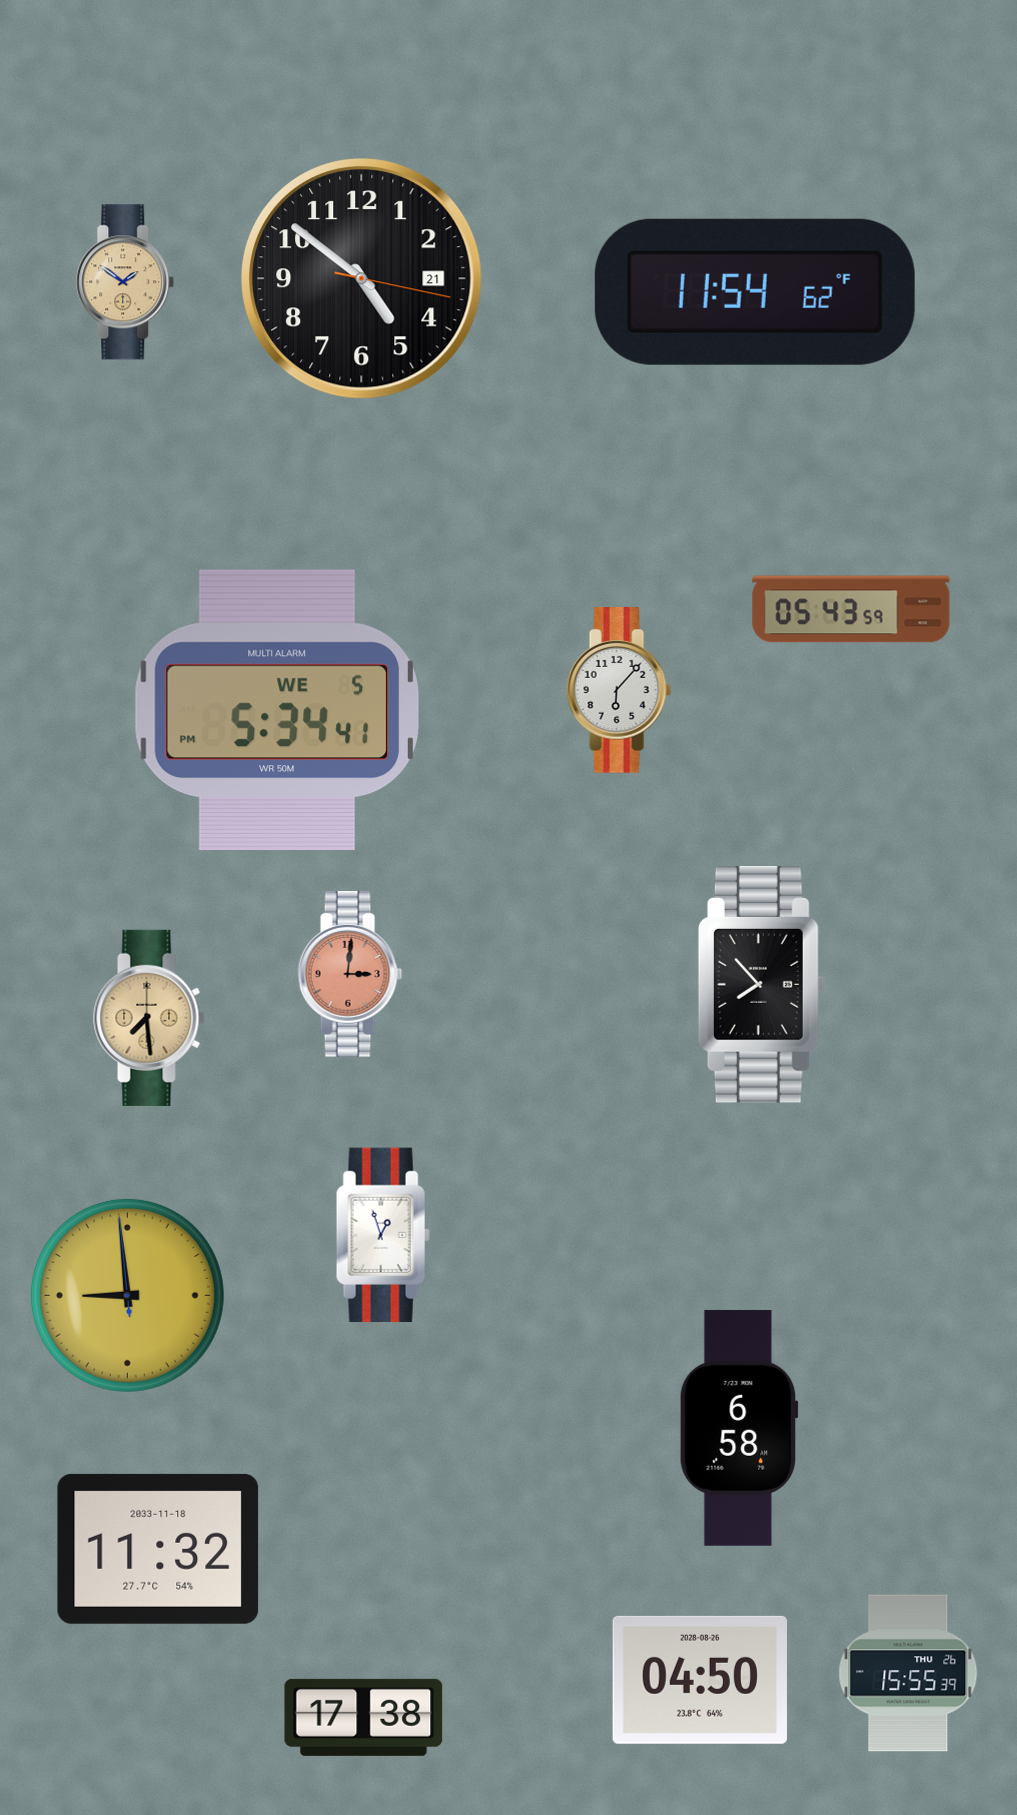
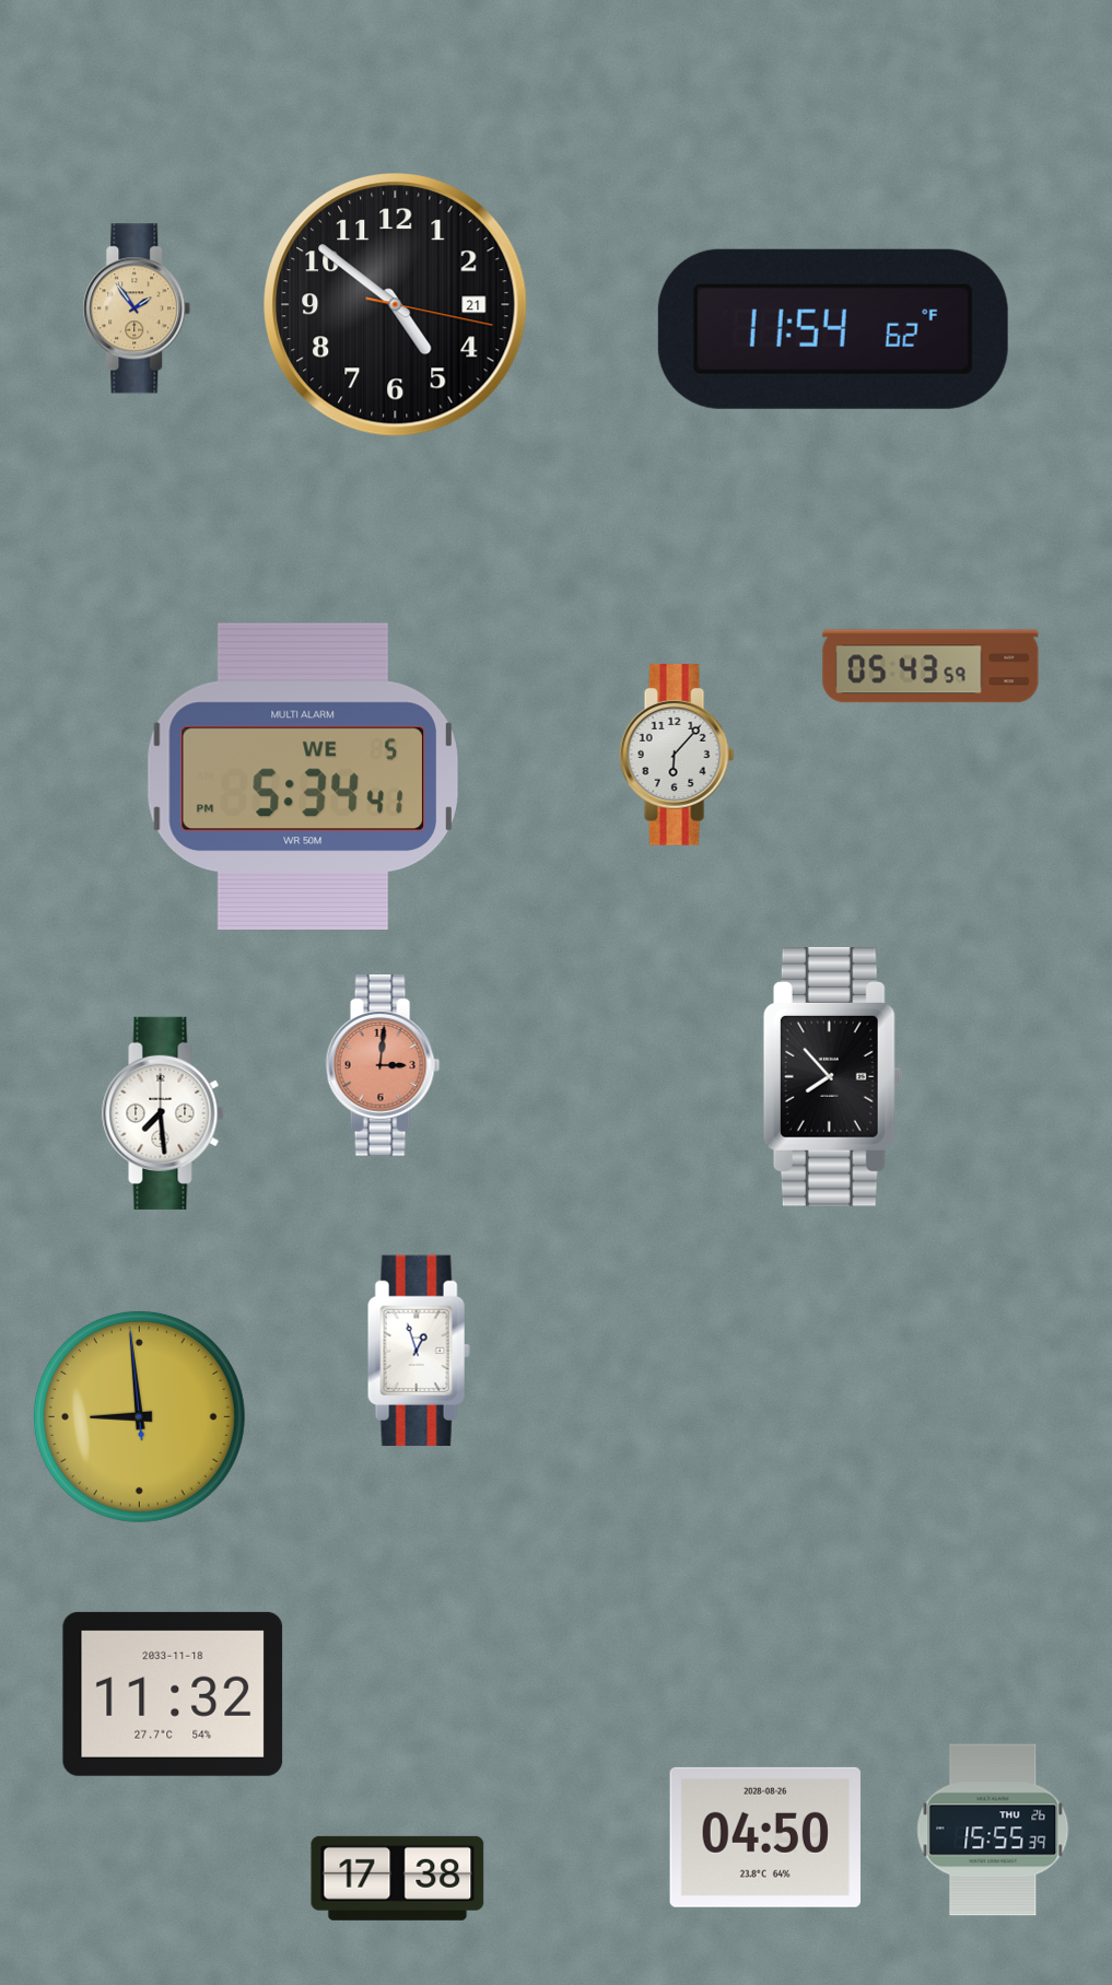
clock at (125, 282): 1:51 -> 1:54
clock at (755, 292) position: (755, 292) -> (833, 329)
clock at (149, 1018) dial: champagne -> white
clock at (739, 1428): 6:58 -> none
